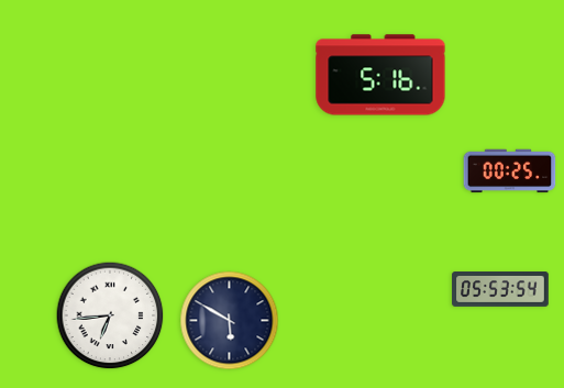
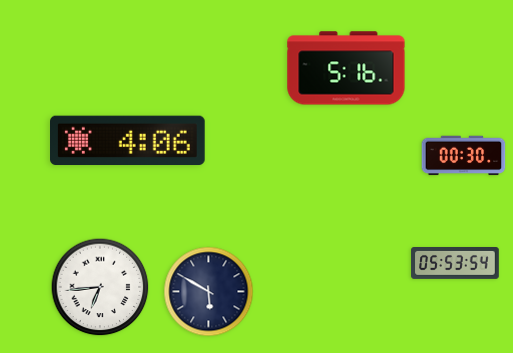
clock at (128, 141): none -> 4:06
clock at (510, 171): 00:25 -> 00:30
